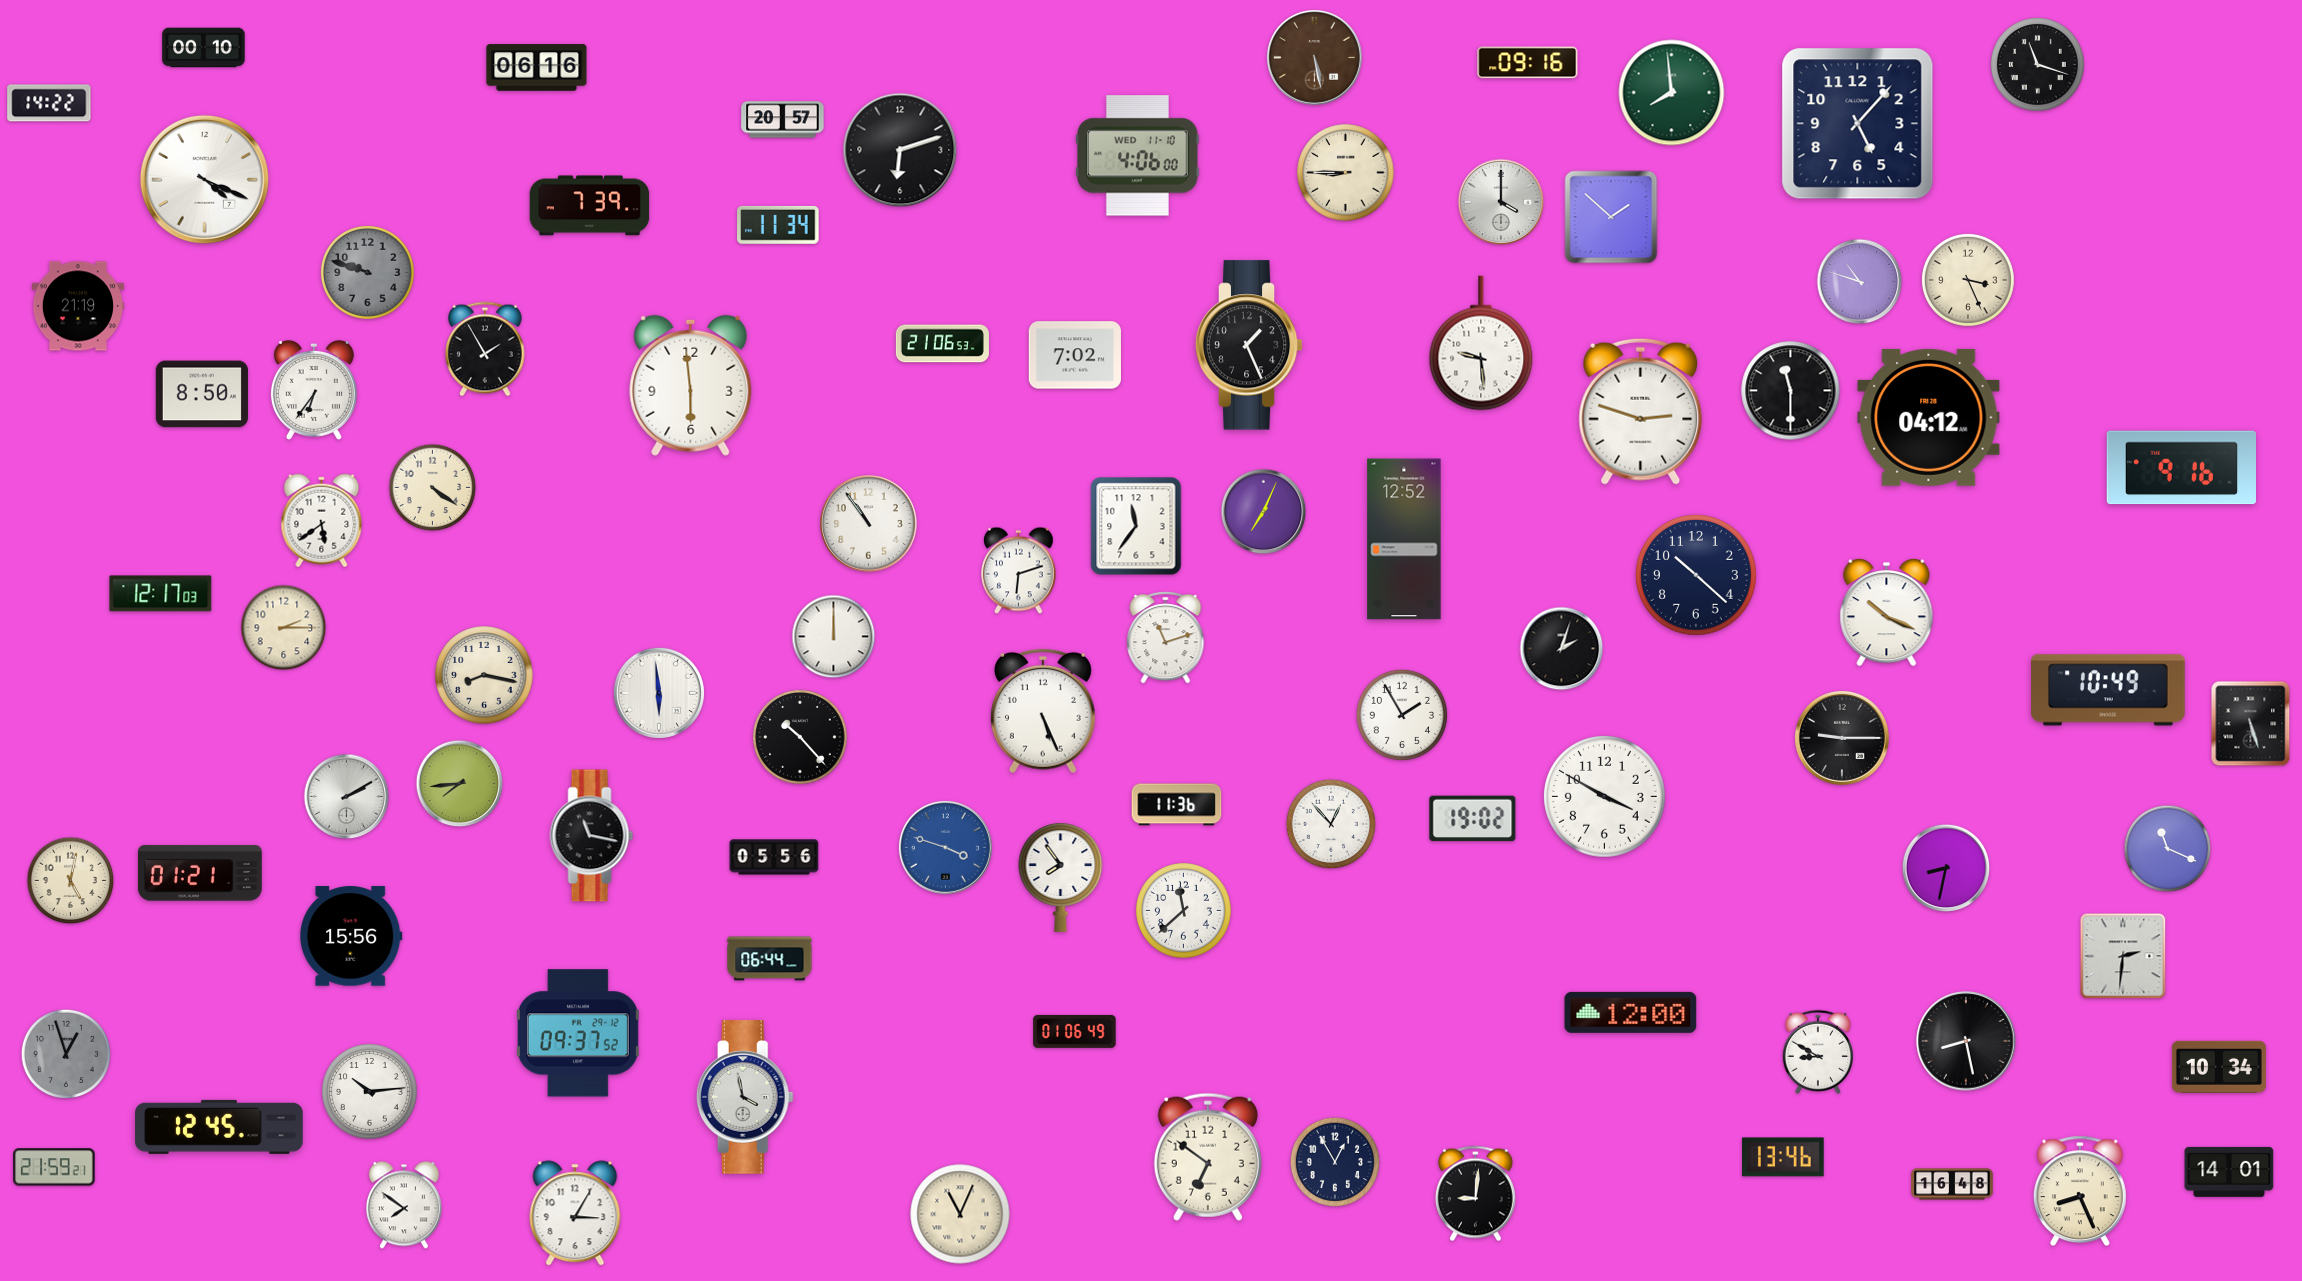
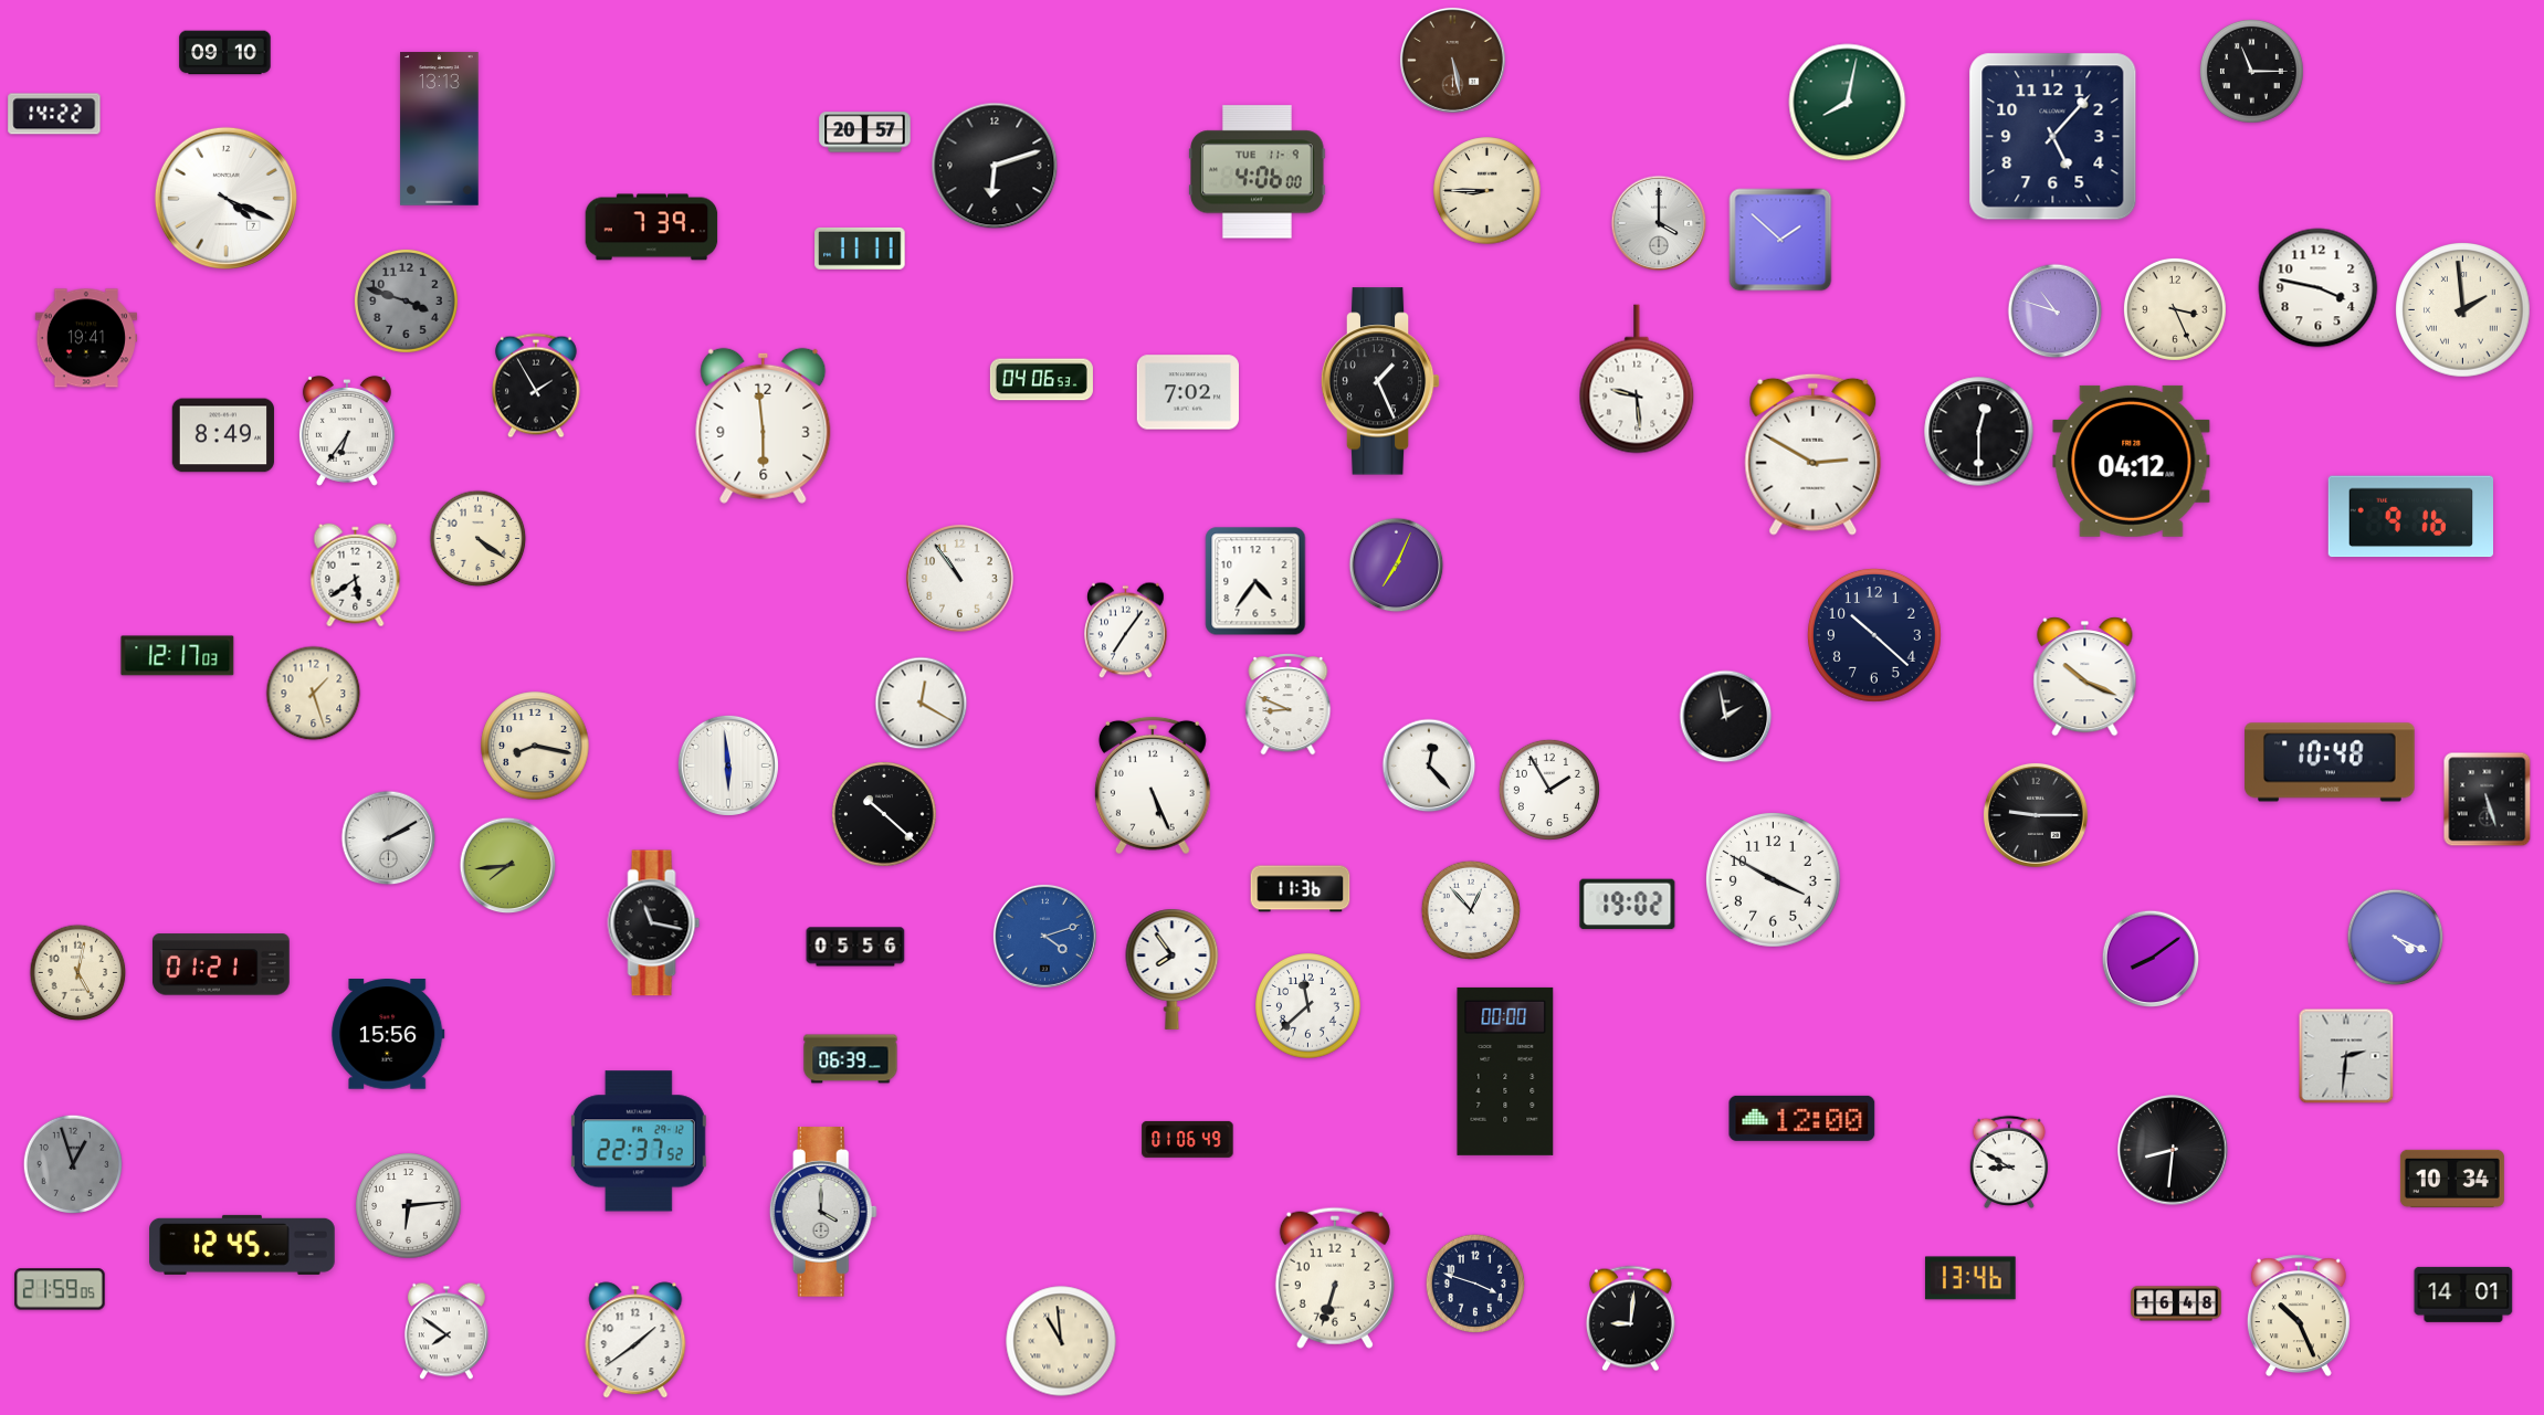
clock at (204, 48): 00:10 -> 09:10
clock at (1314, 57) position: (1314, 57) -> (1452, 60)
clock at (1528, 63): 09:16 -> none
clock at (2037, 64): 11:18 -> 11:15
clock at (537, 68): 06:16 -> none
clock at (1672, 93): 7:59 -> 8:02
clock at (440, 129): none -> 13:13
clock at (1138, 156) date: WED 11-10 -> TUE 11-9
clock at (778, 225): 11:34 -> 11:11
clock at (2319, 288): none -> 3:47
clock at (367, 272): 9:48 -> 3:48
clock at (2463, 310): none -> 1:59
clock at (77, 306): 21:19 -> 19:41
clock at (942, 344): 21:06 -> 04:06
clock at (1791, 391): 11:30 -> 12:30
clock at (202, 394): 8:50 -> 8:49
clock at (1641, 411): 2:48 -> 2:50
clock at (1136, 526): 11:36 -> 4:36
clock at (1404, 539): 12:52 -> none
clock at (1019, 571): 6:12 -> 7:06
clock at (284, 628): 2:15 -> 1:27
clock at (834, 637): 12:00 -> 12:20
clock at (1166, 638): 11:12 -> 8:49
clock at (1562, 649): 2:03 -> 1:58
clock at (2108, 690): 10:49 -> 10:48
clock at (1429, 765): none -> 12:23
clock at (801, 738): 10:23 -> 10:22
clock at (347, 797) position: (347, 797) -> (389, 838)
clock at (945, 847): 3:48 -> 4:12
clock at (2168, 849): 11:19 -> 4:19
clock at (1946, 868): 8:32 -> 8:09
clock at (770, 959): 06:44 -> 06:39
clock at (1505, 1071): none -> 00:00
clock at (578, 1033): 09:37 -> 22:37
clock at (1966, 1041): 8:28 -> 8:31
clock at (370, 1092): 10:14 -> 6:14
clock at (745, 1097): 3:58 -> 4:00
clock at (1208, 1157): 6:51 -> 6:33
clock at (1334, 1161): 12:55 -> 3:48
clock at (54, 1167): 21:59:21 -> 21:59:05
clock at (1952, 1184) position: (1952, 1184) -> (2176, 1303)
clock at (2080, 1191): 8:26 -> 10:26
clock at (575, 1213): 3:05 -> 1:39
clock at (960, 1214): 11:04 -> 10:59
